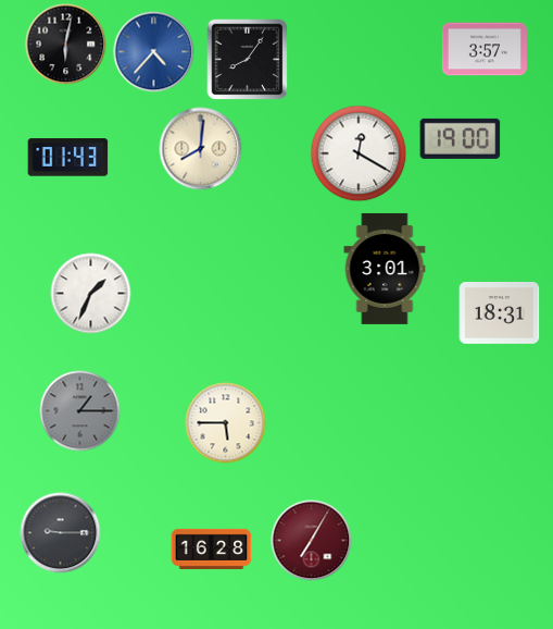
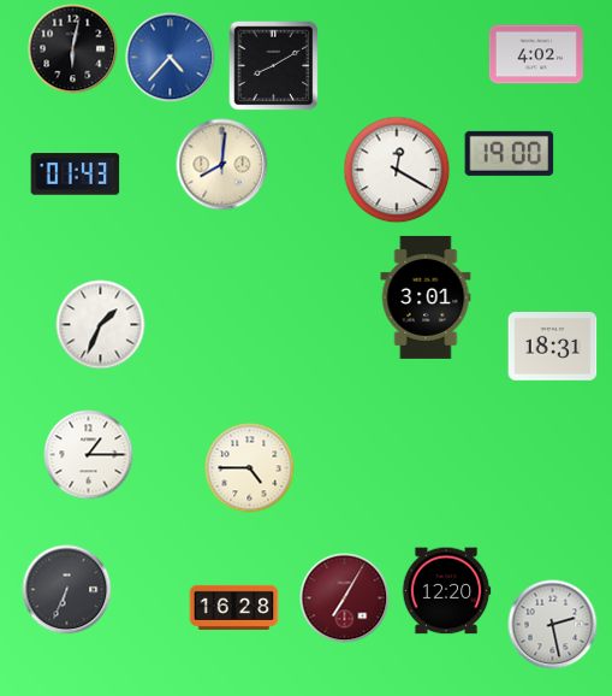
clock at (485, 49): 3:57 -> 4:02
clock at (248, 60): 8:06 -> 8:10
clock at (80, 411) dial: grey -> white
clock at (226, 423): 5:45 -> 4:45
clock at (61, 533): 9:15 -> 6:34
clock at (446, 591): none -> 12:20
clock at (553, 625): none -> 2:28
